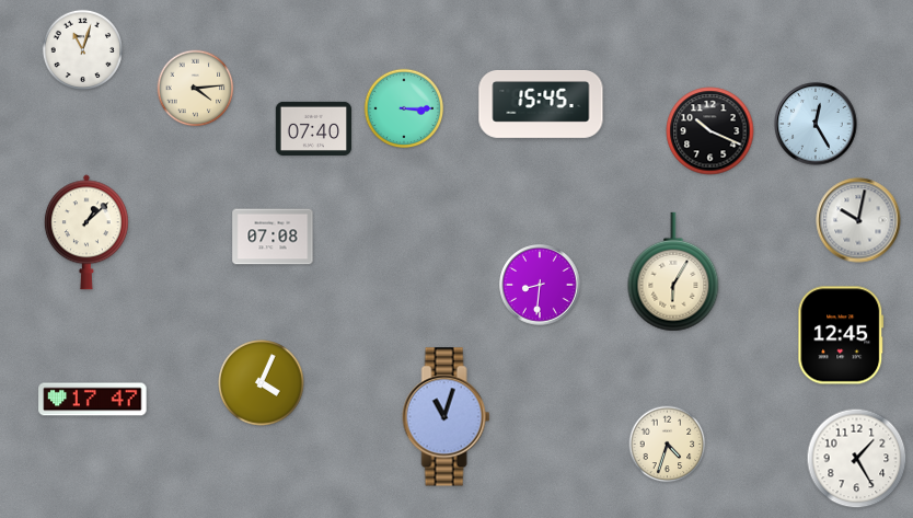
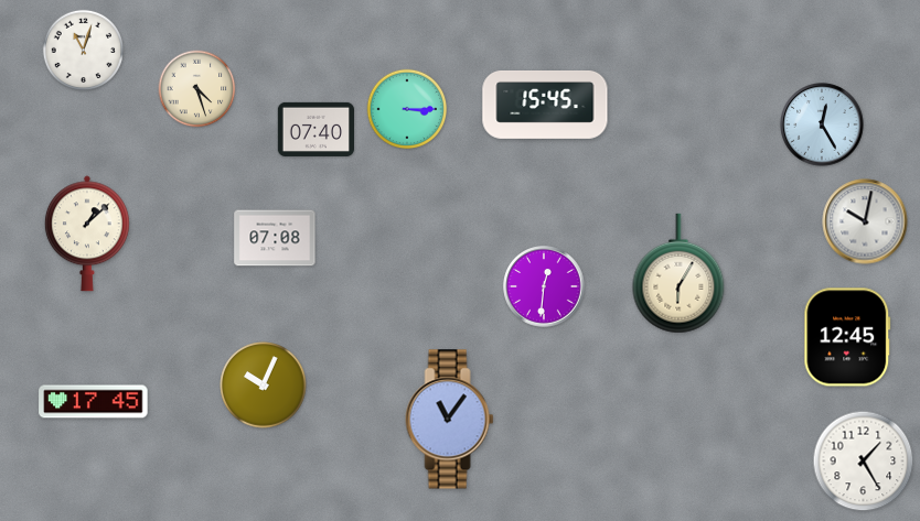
clock at (196, 89): 4:14 -> 4:27
clock at (710, 131): 10:19 -> none
clock at (540, 285): 8:31 -> 12:31
clock at (262, 383): 4:04 -> 10:04
clock at (93, 400): 17:47 -> 17:45
clock at (447, 417): 11:03 -> 11:06
clock at (668, 445): 4:33 -> none
